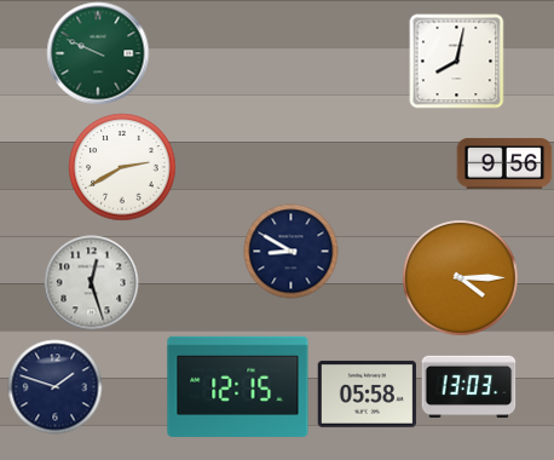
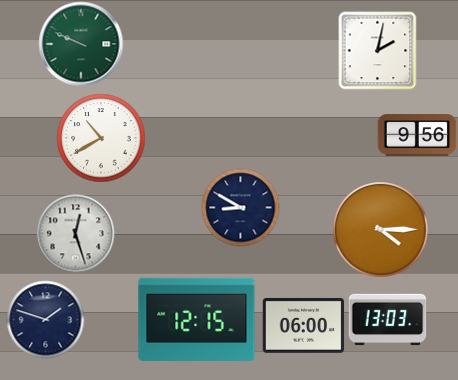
clock at (456, 61): 8:02 -> 2:02
clock at (122, 167): 2:40 -> 10:40
clock at (367, 393): 05:58 -> 06:00
